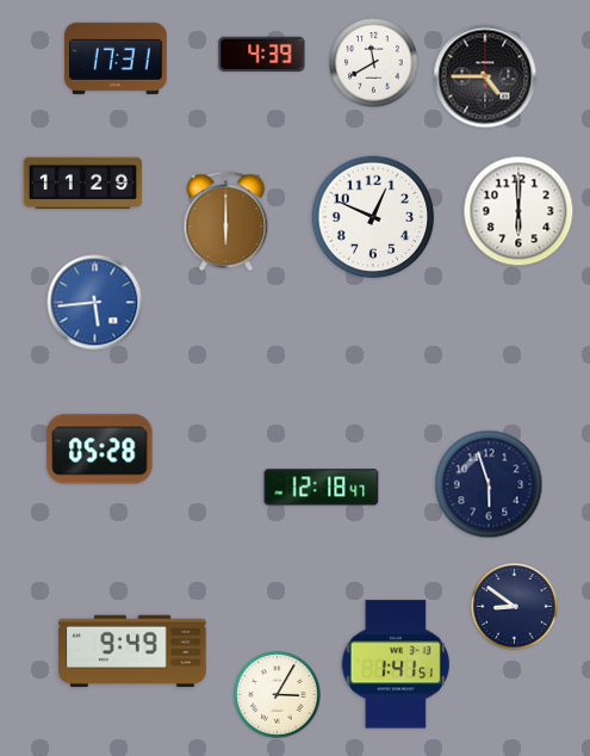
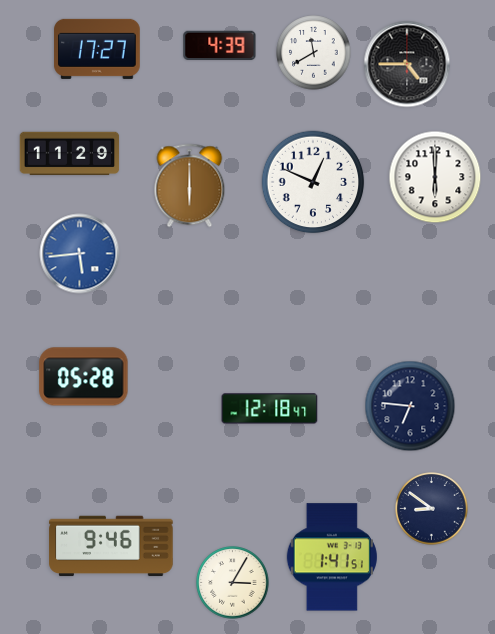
clock at (116, 58): 17:31 -> 17:27
clock at (489, 484): 5:57 -> 6:46
clock at (132, 651): 9:49 -> 9:46
